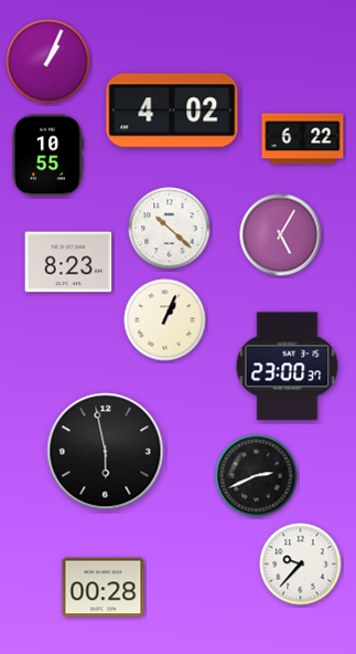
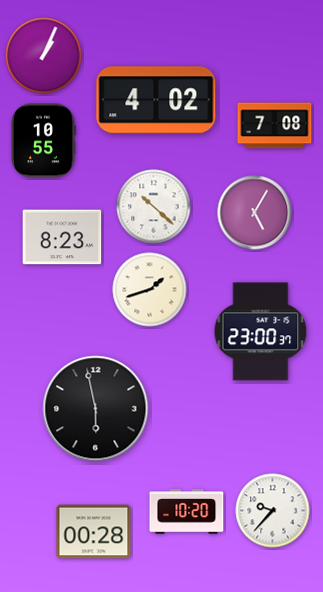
clock at (303, 139): 6:22 -> 7:08
clock at (165, 320): 1:04 -> 1:42
clock at (257, 476): 2:41 -> none
clock at (187, 512): none -> 10:20
